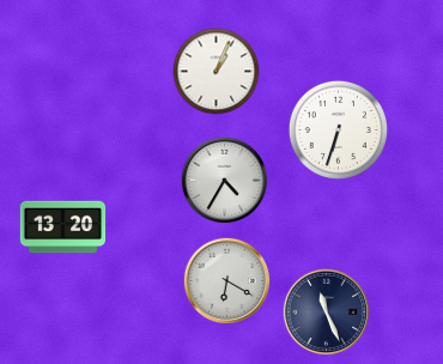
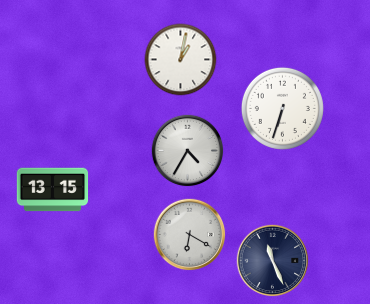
clock at (217, 72): 1:04 -> 1:02
clock at (63, 227): 13:20 -> 13:15
